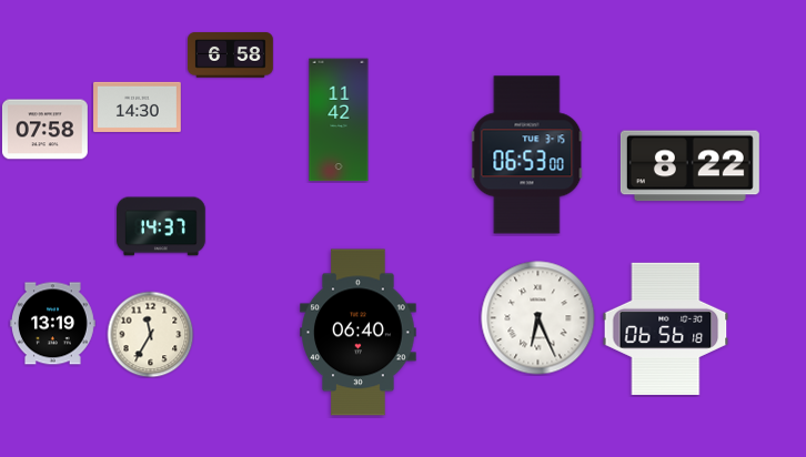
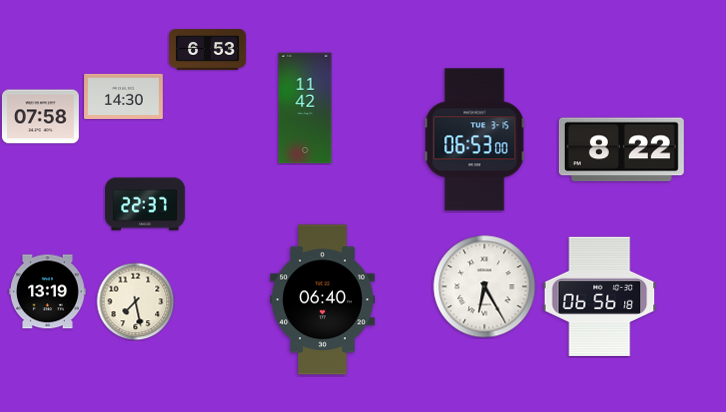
clock at (231, 55): 6:58 -> 6:53
clock at (161, 226): 14:37 -> 22:37
clock at (538, 318): 6:26 -> 6:25
clock at (150, 334): 11:35 -> 7:28
